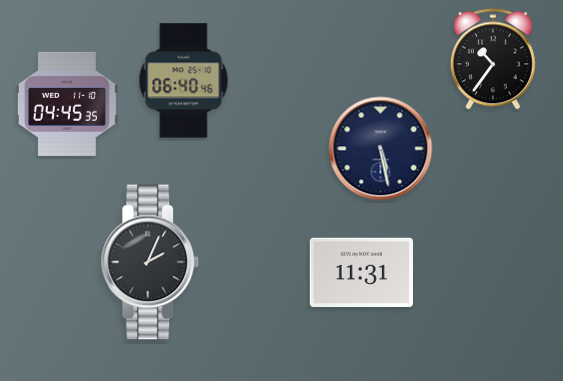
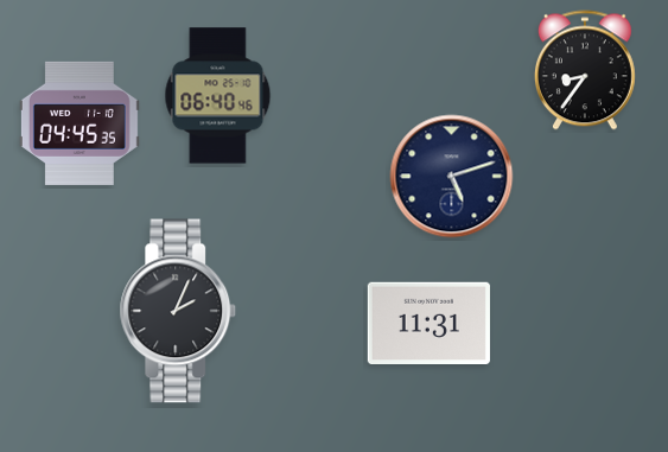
clock at (493, 59): 10:36 -> 8:36
clock at (381, 149): 5:28 -> 5:12
